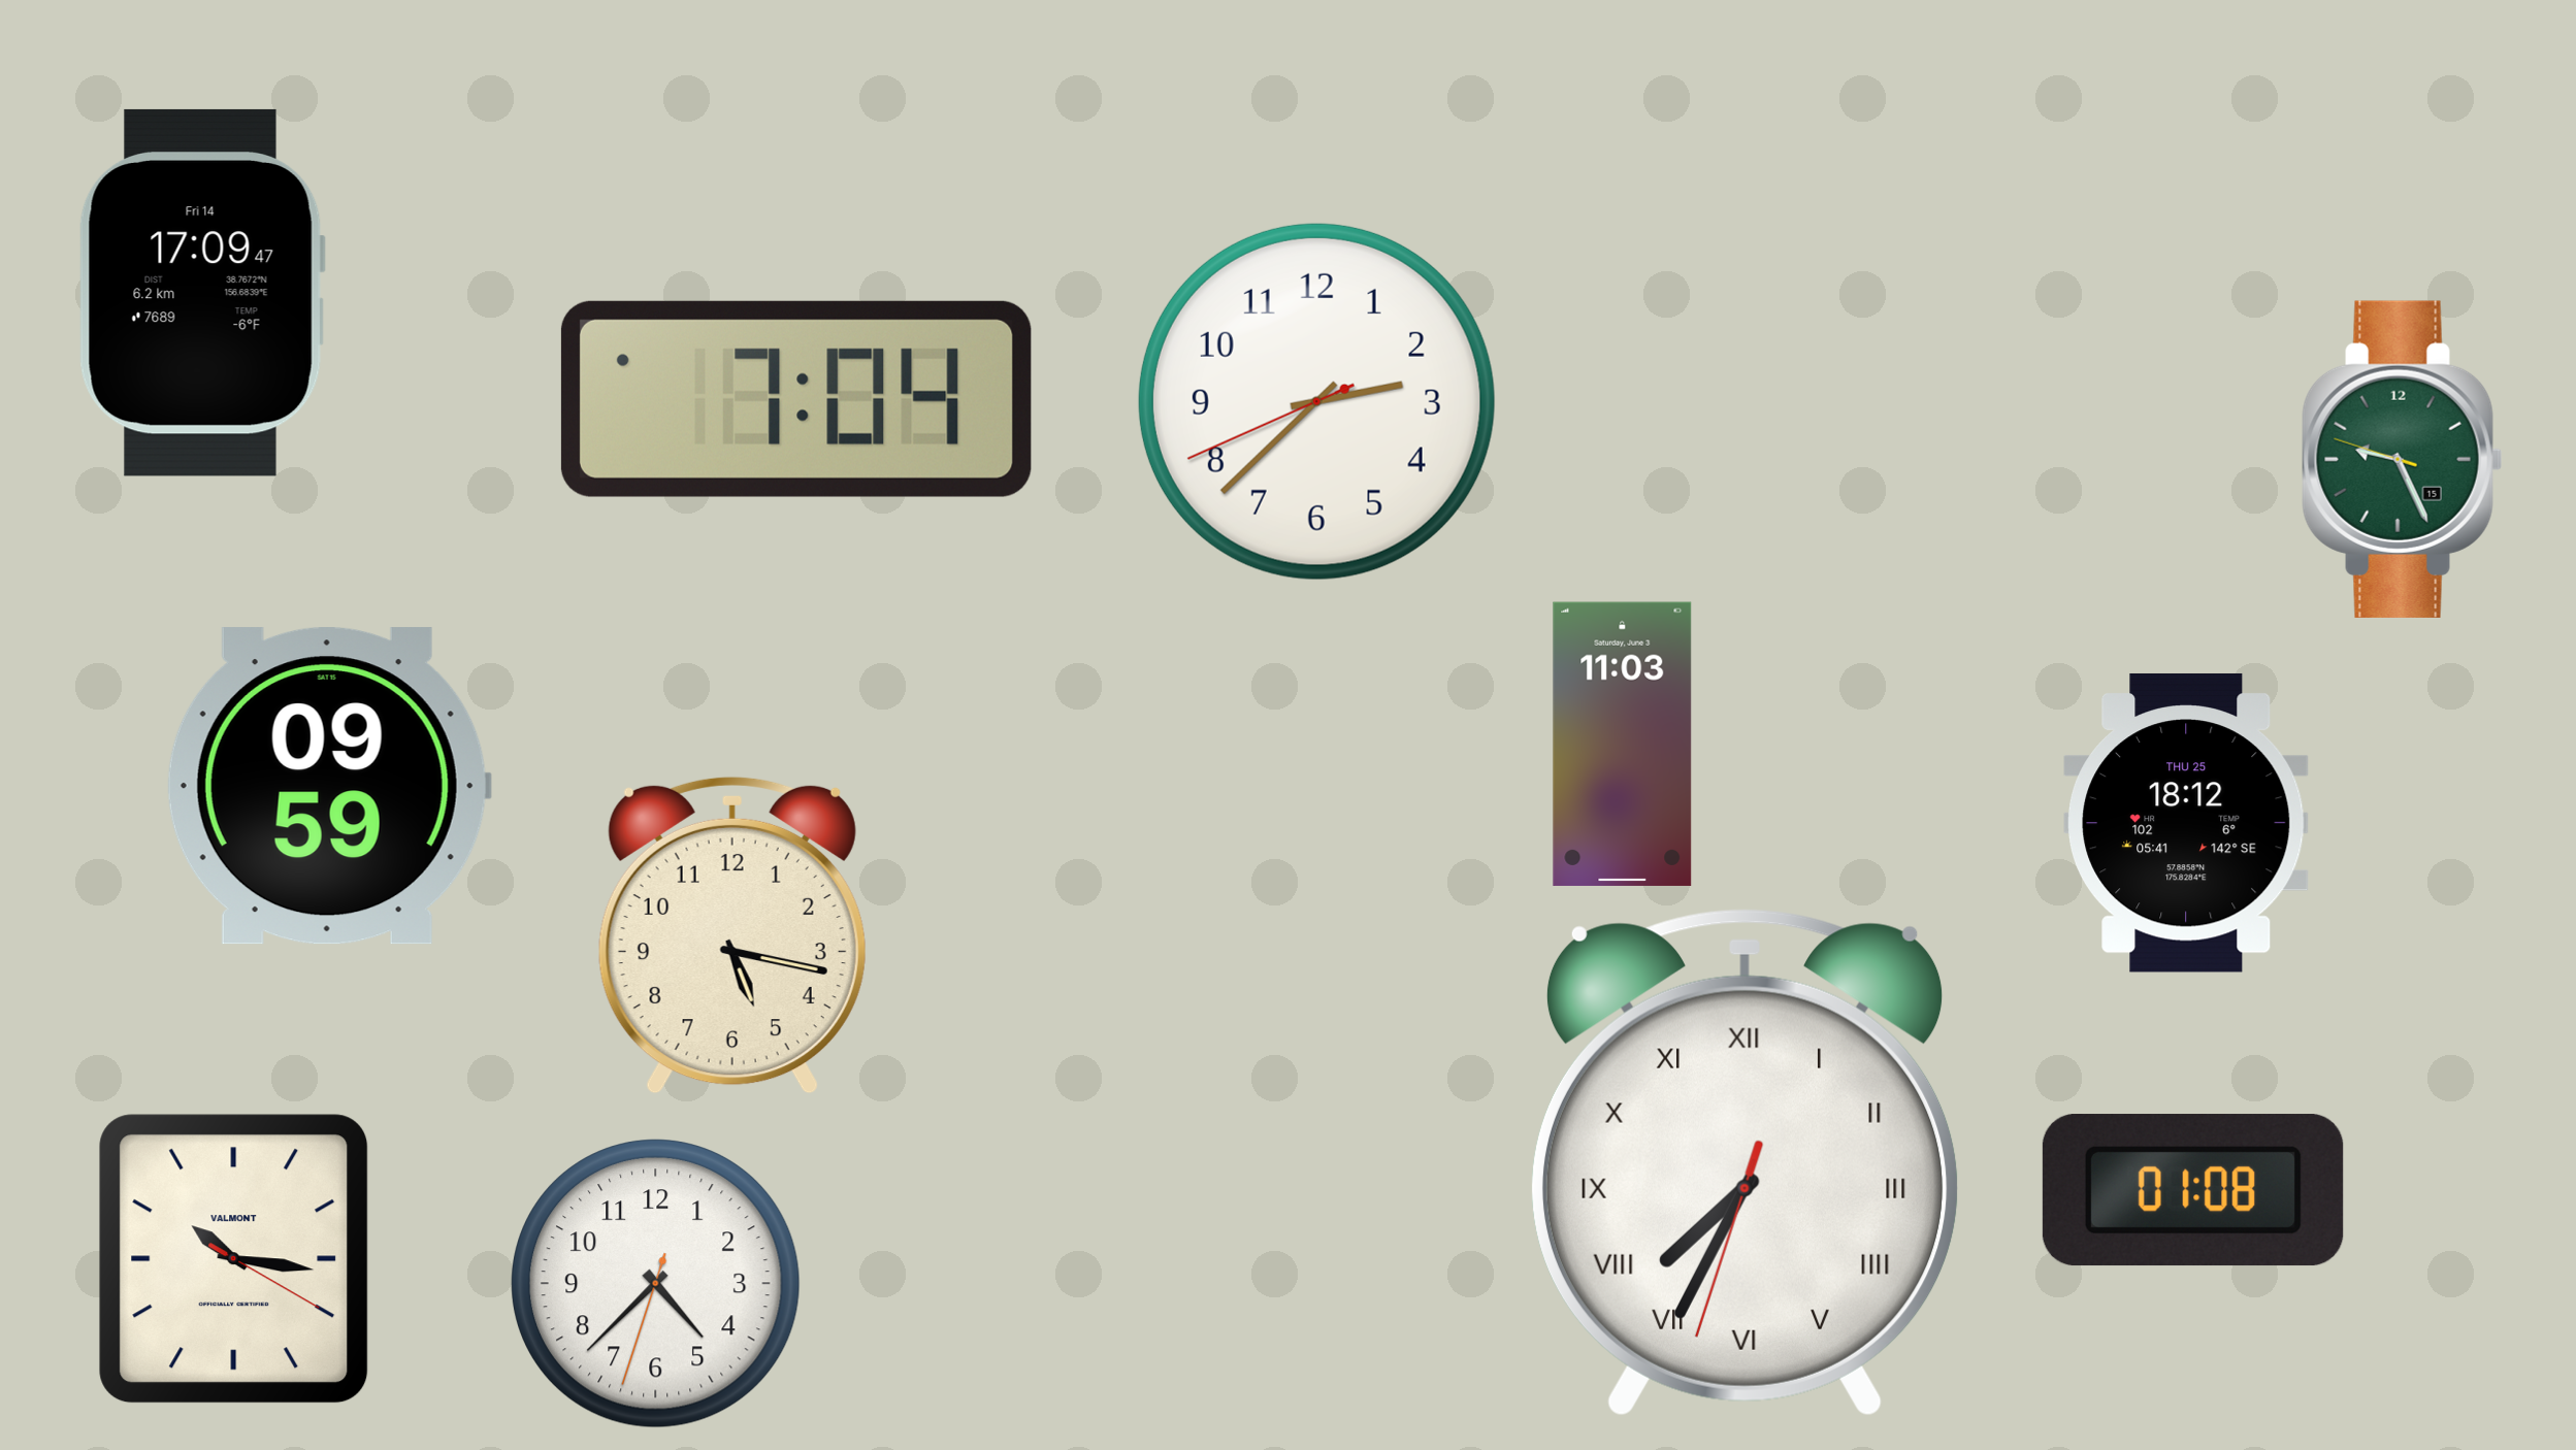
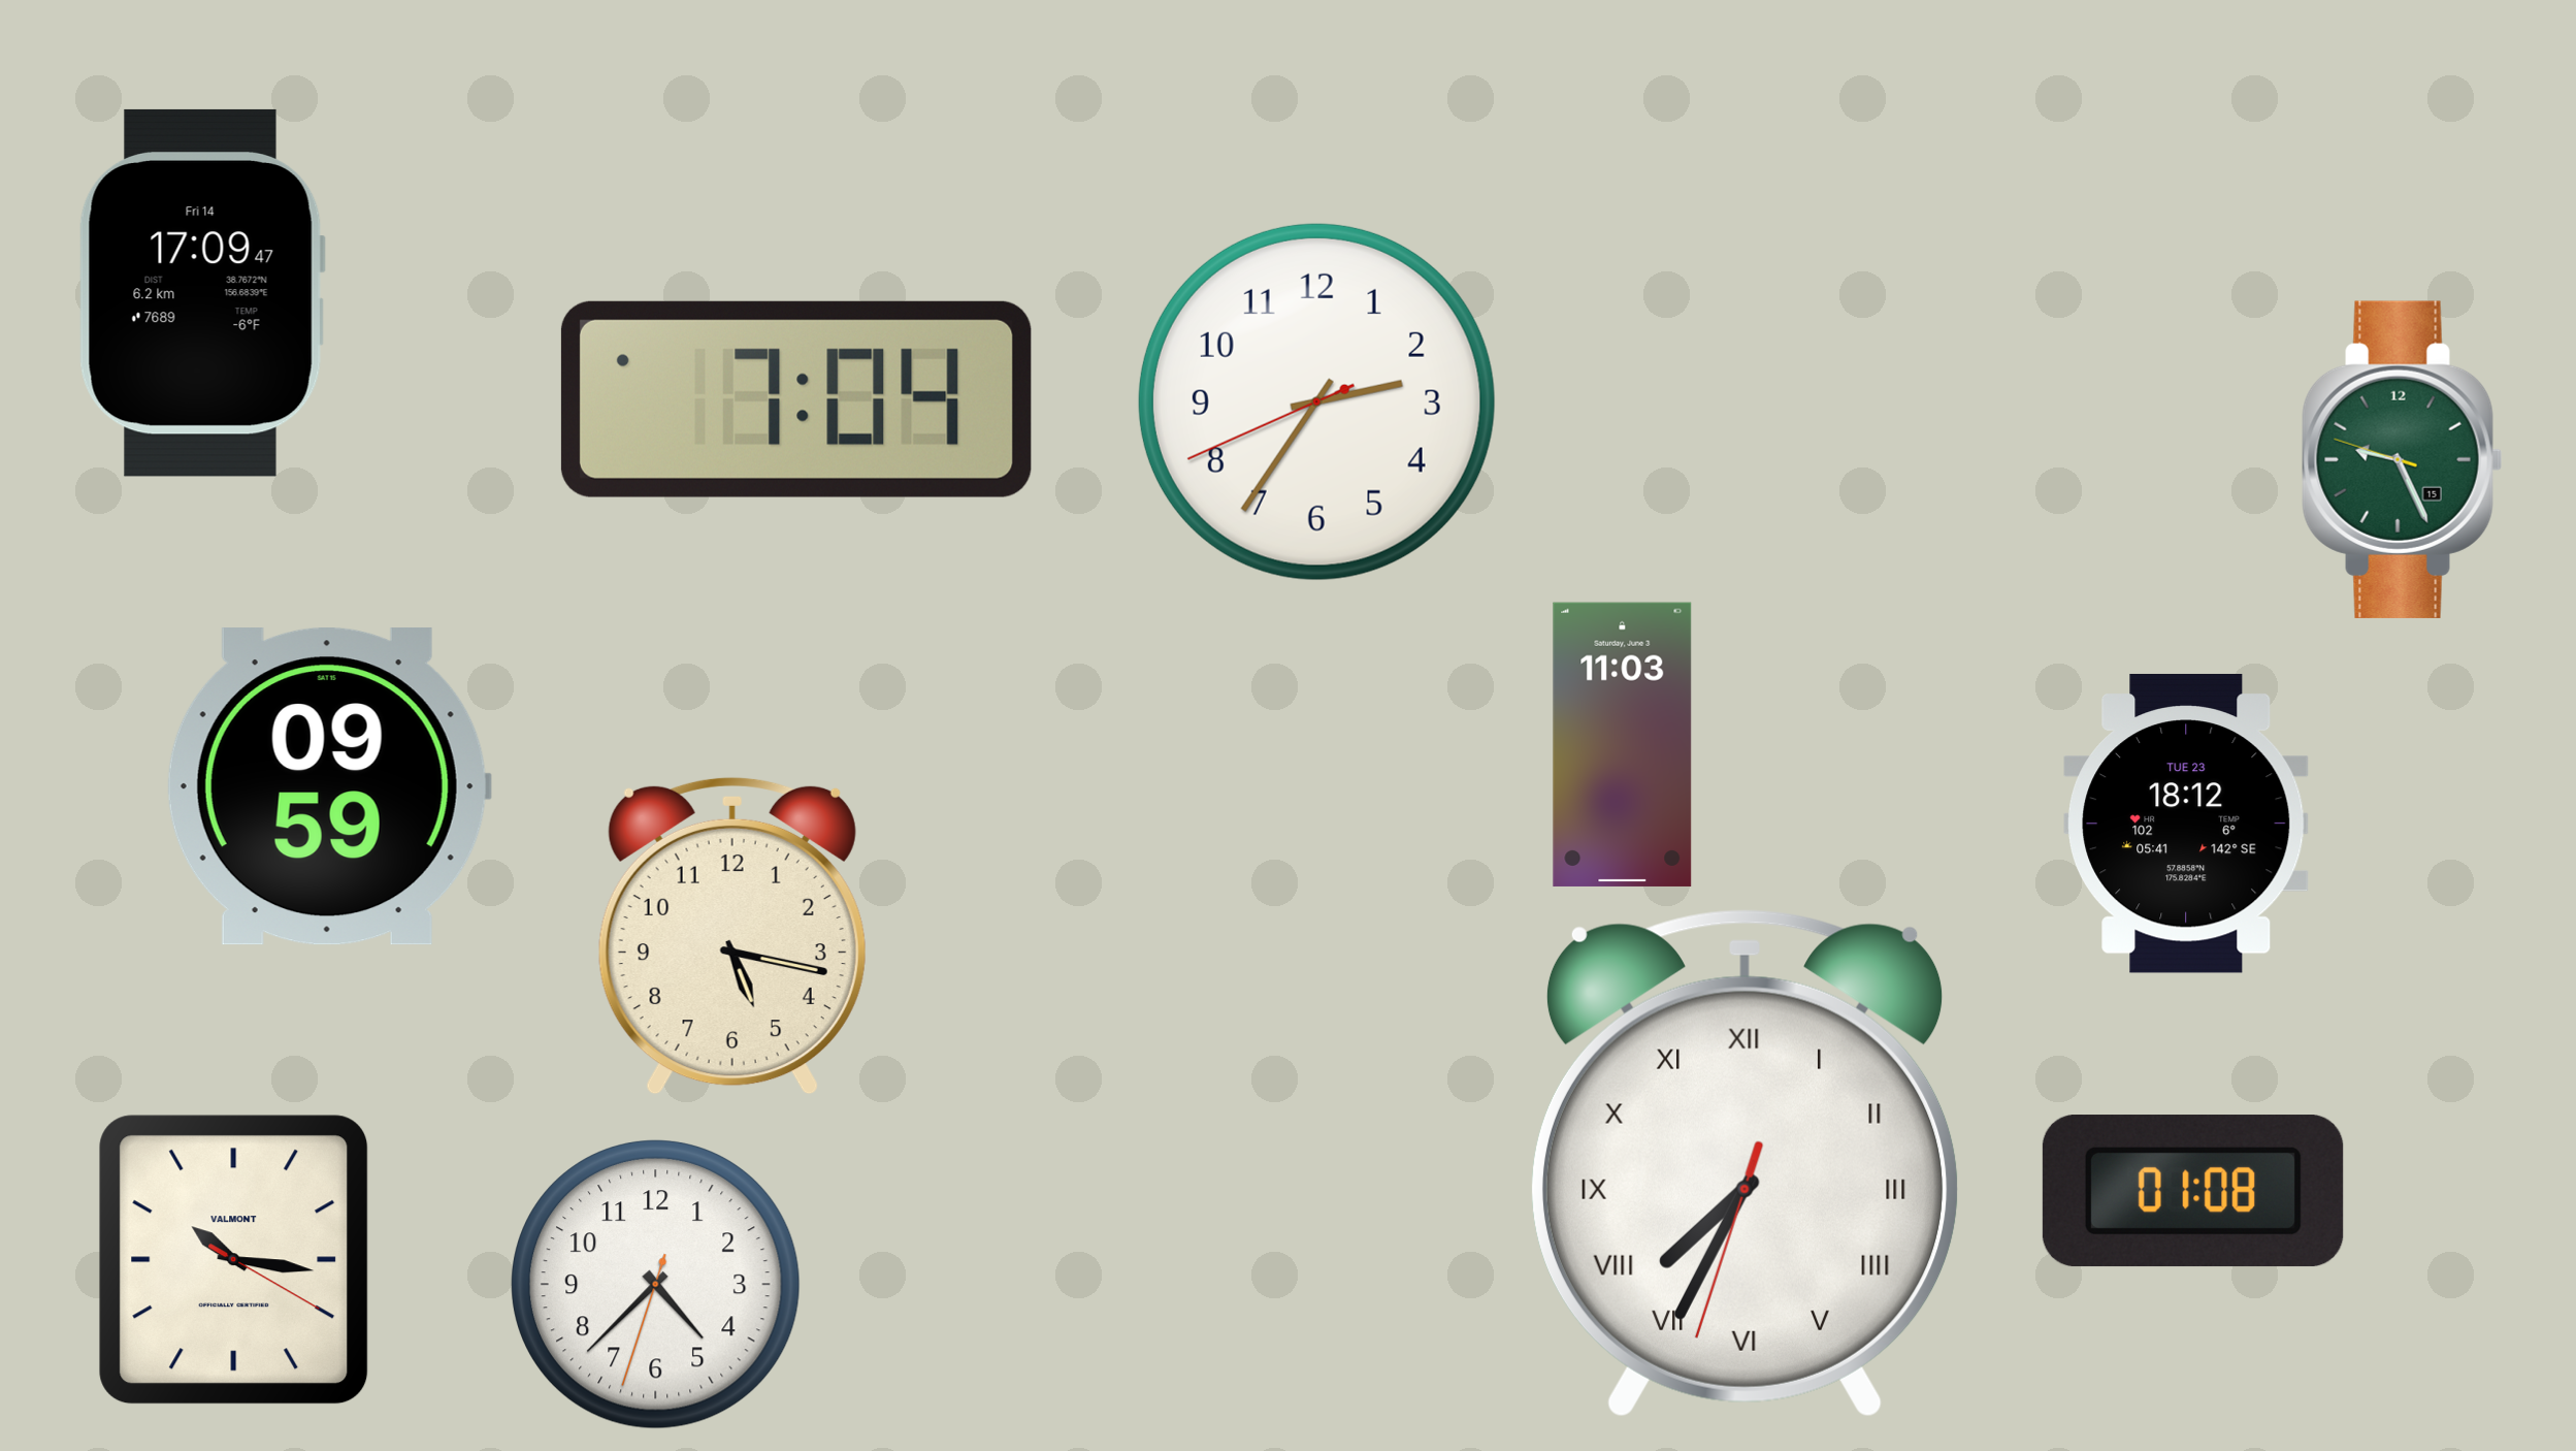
clock at (1316, 401): 2:37 -> 2:35
clock at (2186, 823) date: THU 25 -> TUE 23
